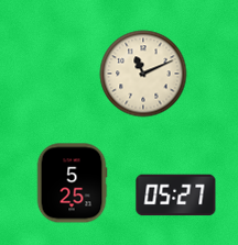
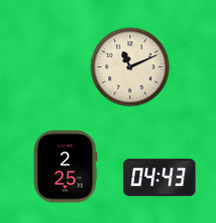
clock at (72, 183): 5:25 -> 2:25
clock at (176, 196): 05:27 -> 04:43
